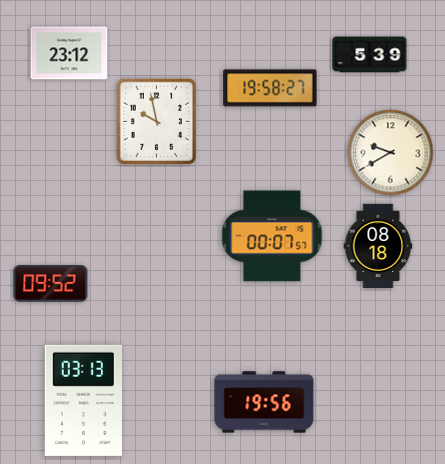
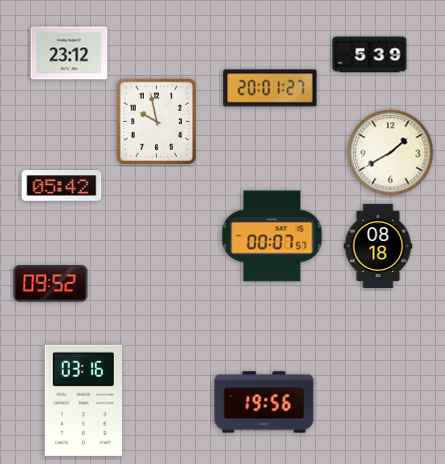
clock at (270, 88): 19:58 -> 20:01
clock at (391, 153): 9:40 -> 1:40
clock at (62, 186): none -> 05:42
clock at (83, 400): 03:13 -> 03:16
